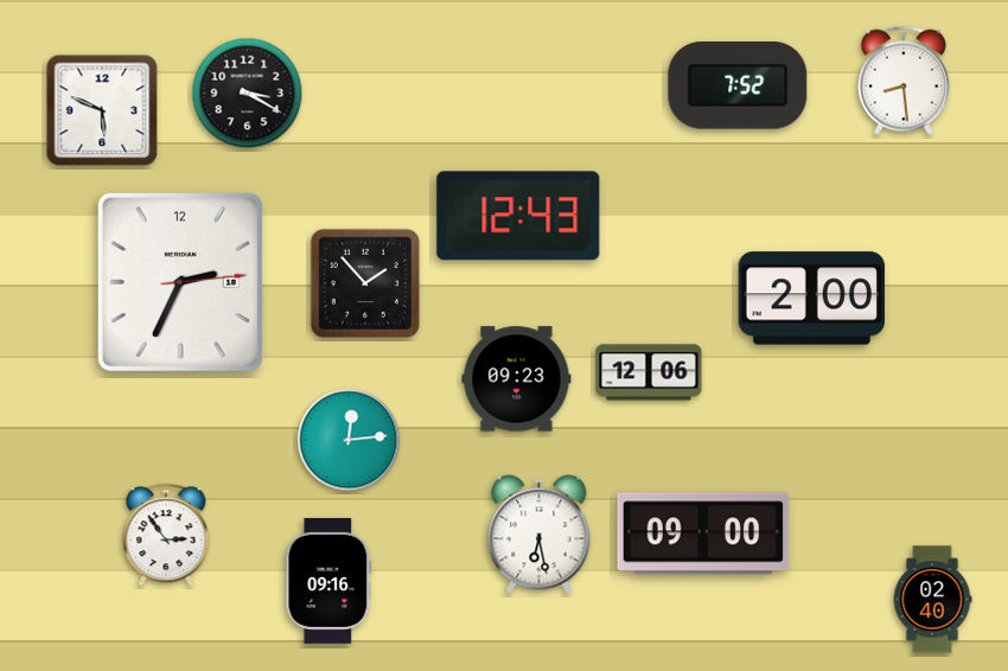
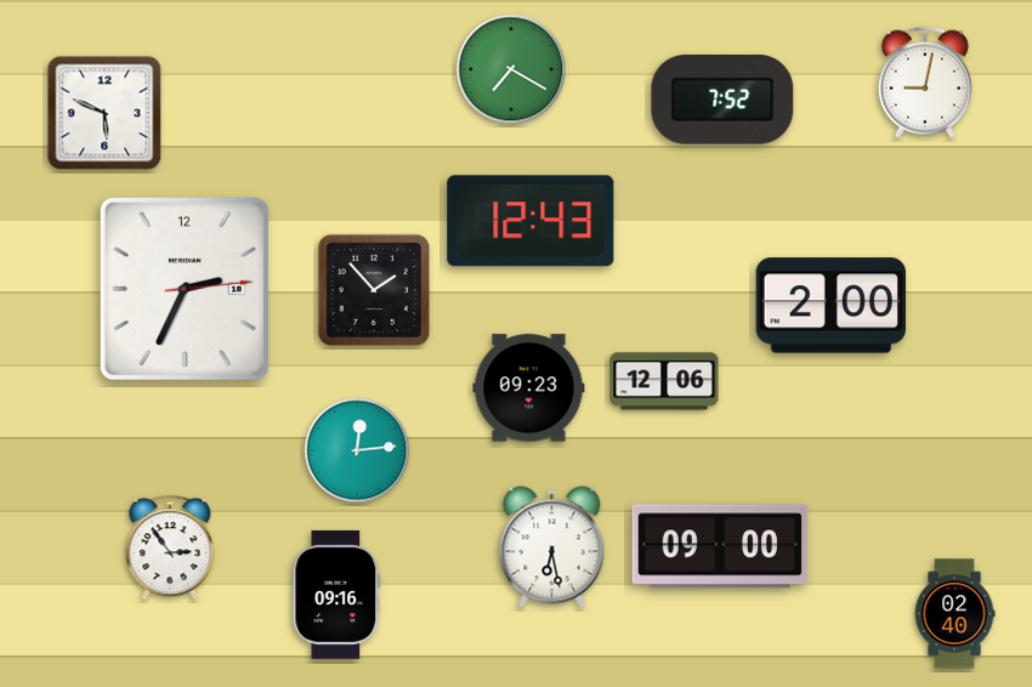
clock at (511, 69): none -> 7:20
clock at (904, 81): 8:29 -> 9:02
clock at (738, 87) position: (738, 87) -> (722, 101)
clock at (248, 94): 3:20 -> none
